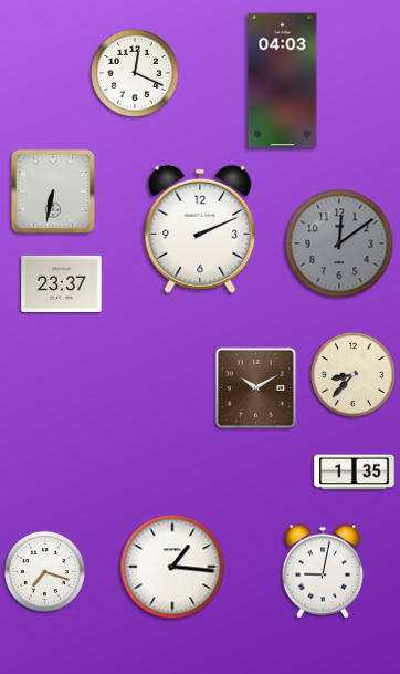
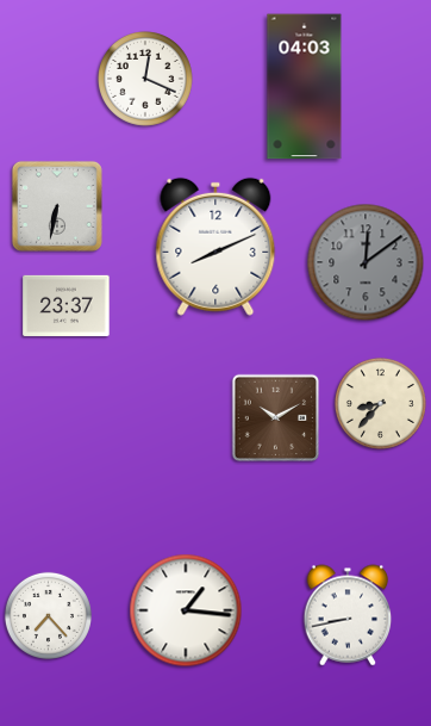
clock at (200, 229): 2:11 -> 8:11
clock at (355, 473): 1:35 -> none
clock at (44, 571): 7:18 -> 7:23
clock at (323, 571): 9:02 -> 8:43
